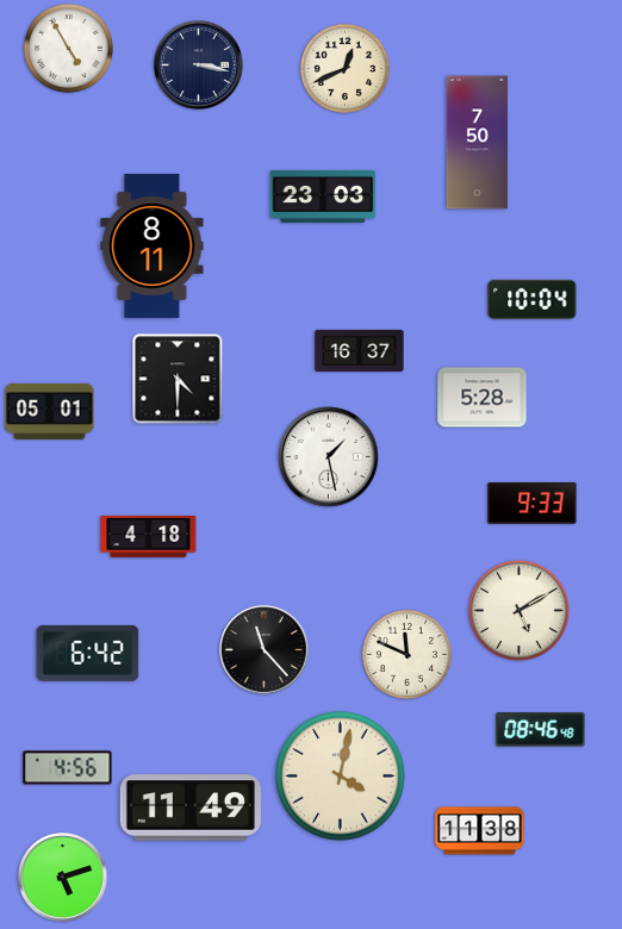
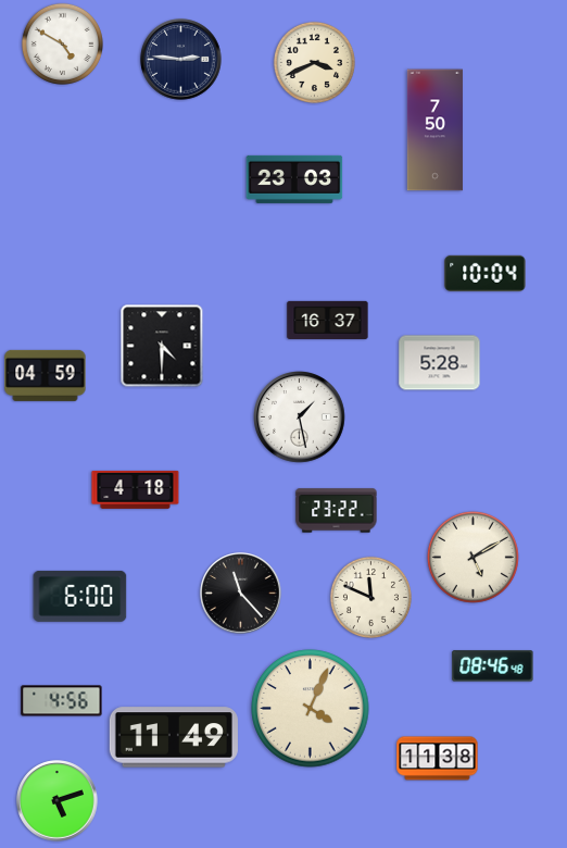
clock at (68, 48): 4:55 -> 4:50
clock at (199, 66): 3:17 -> 2:46
clock at (344, 68): 12:41 -> 3:41
clock at (153, 245): 8:11 -> none
clock at (50, 411): 05:01 -> 04:59
clock at (533, 503): 9:33 -> none
clock at (337, 511): none -> 23:22
clock at (88, 653): 6:42 -> 6:00
clock at (341, 777): 4:02 -> 4:04
